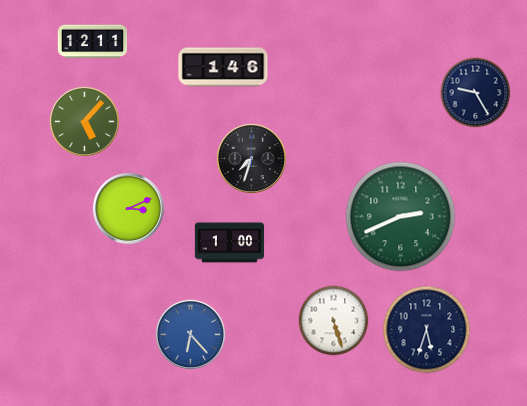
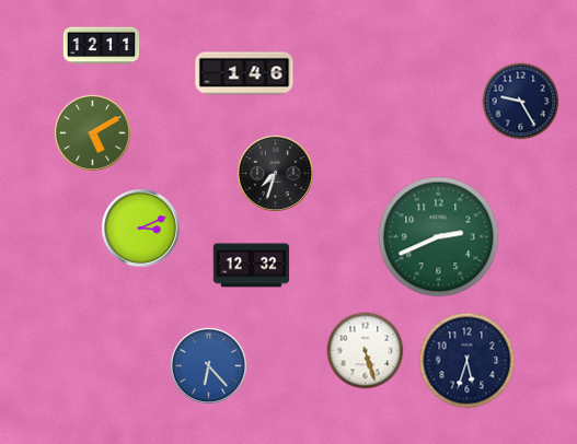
clock at (84, 121): 5:07 -> 5:10
clock at (230, 243): 1:00 -> 12:32
